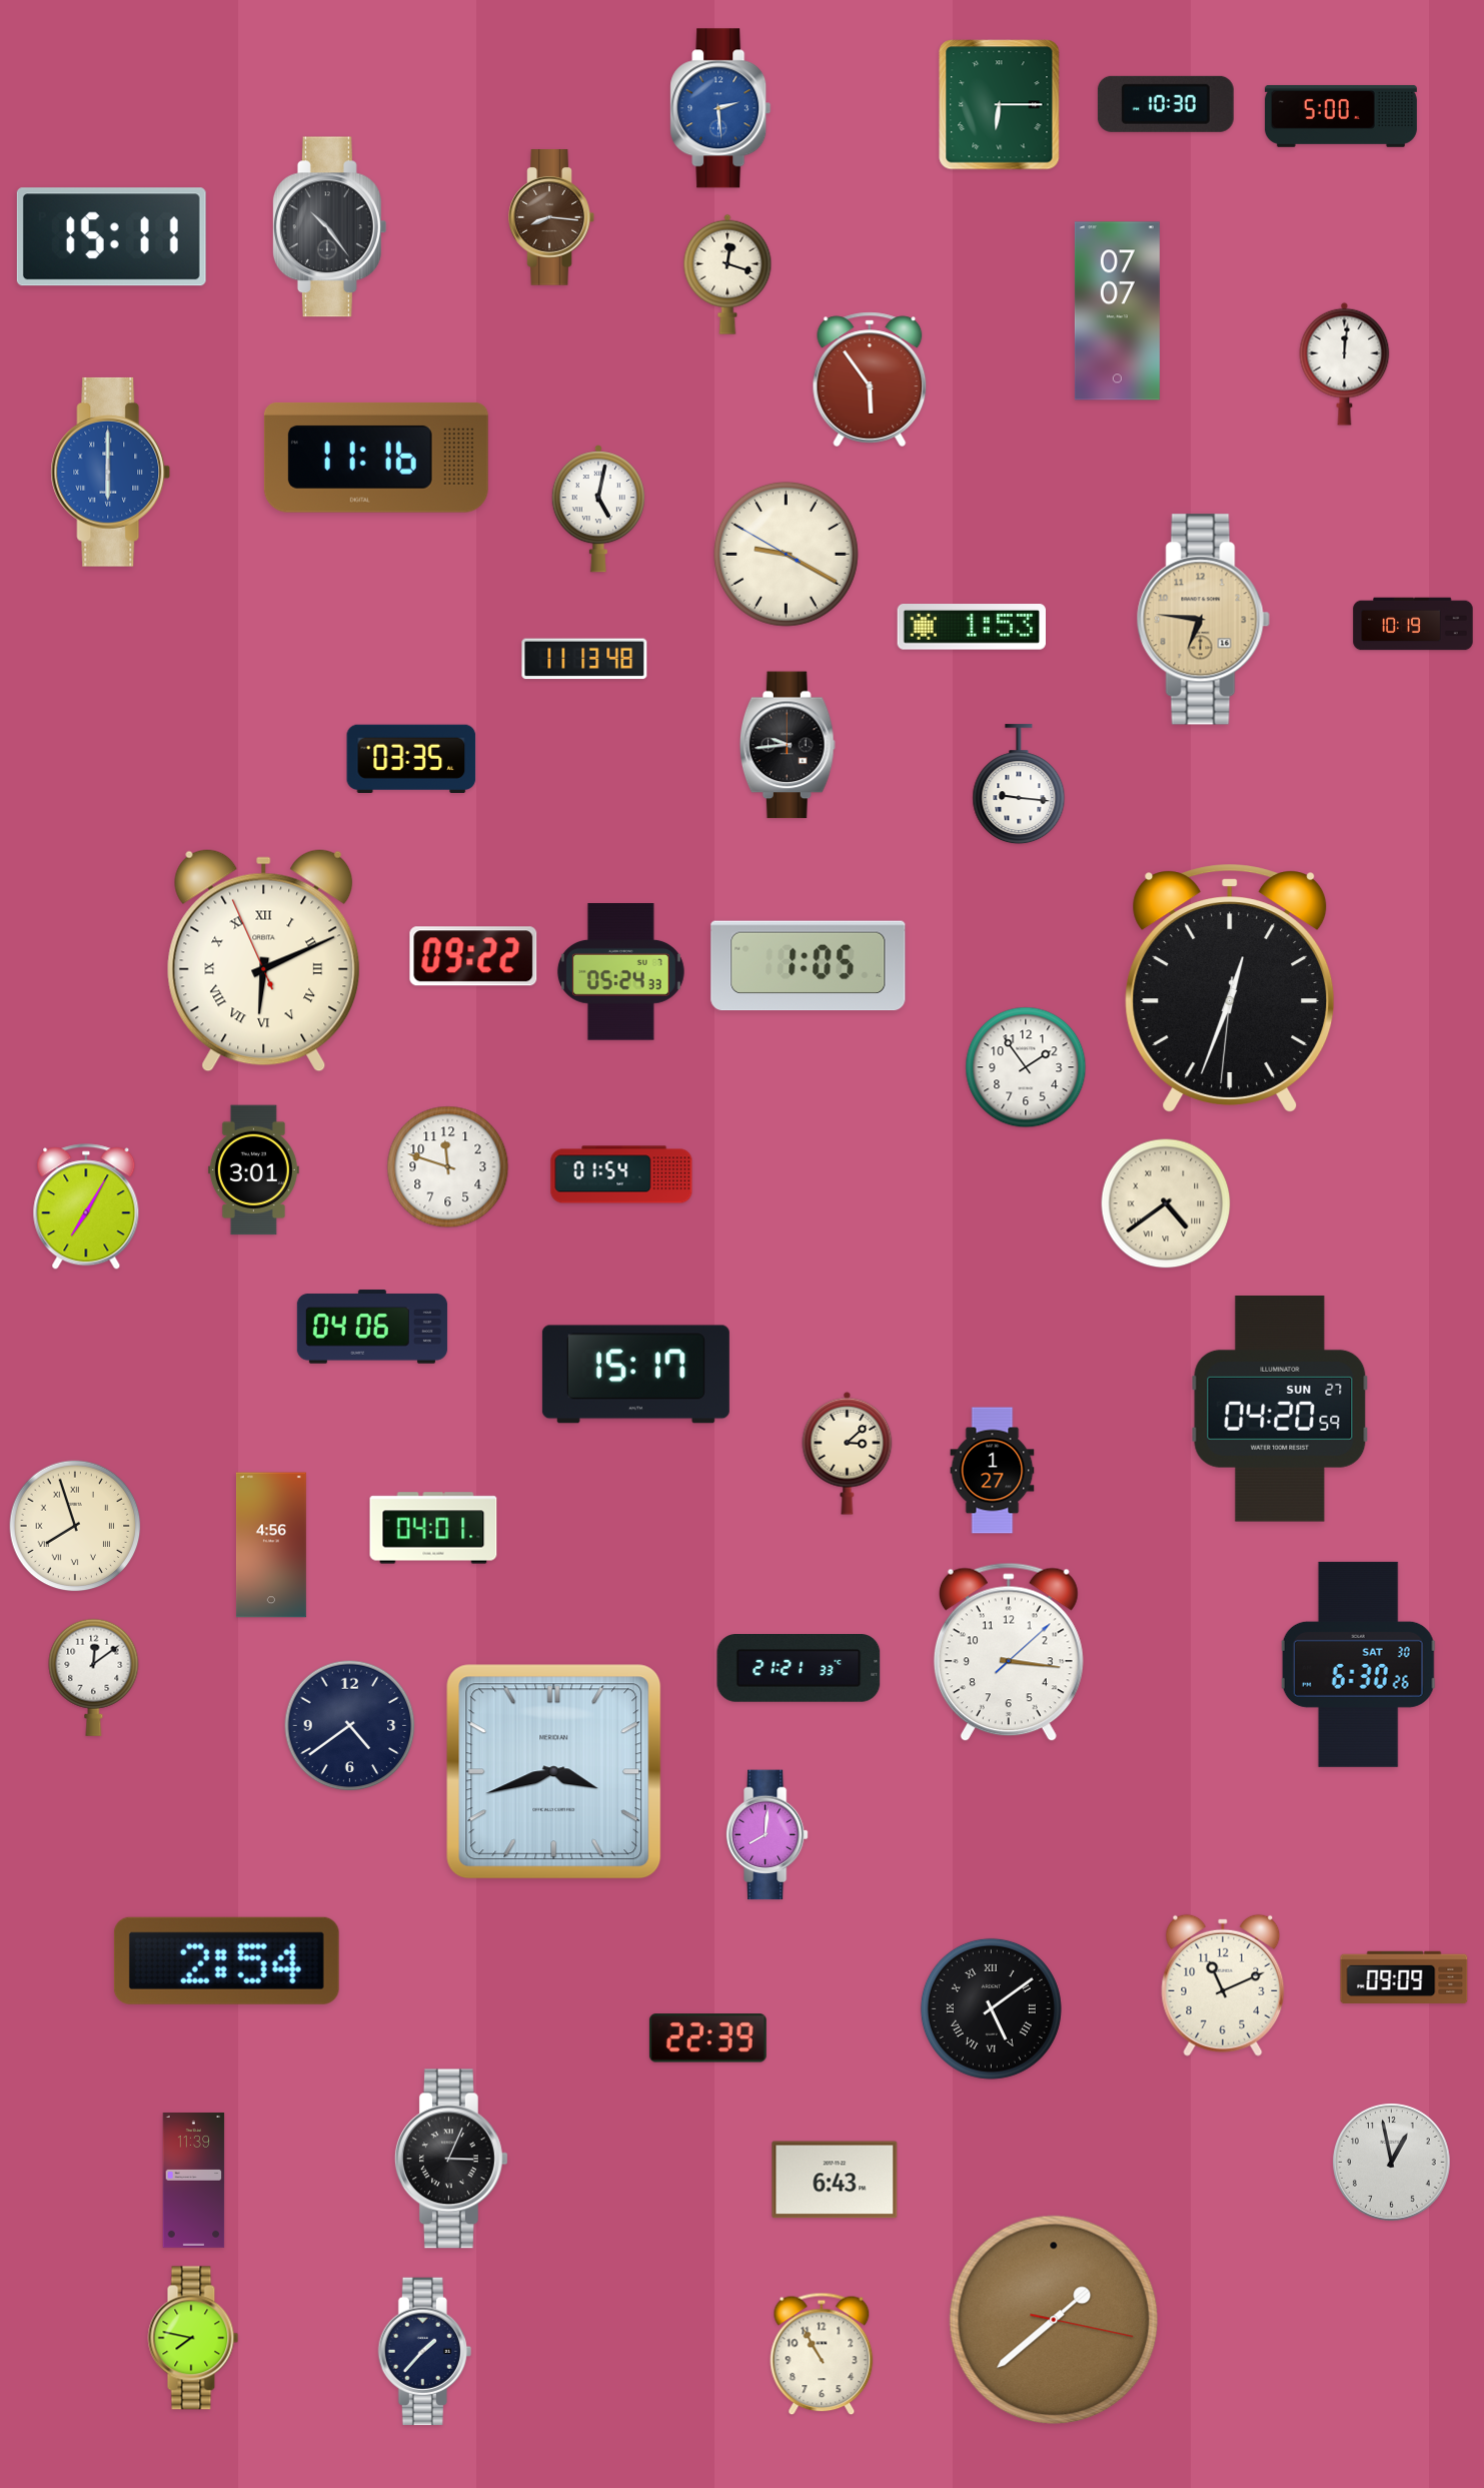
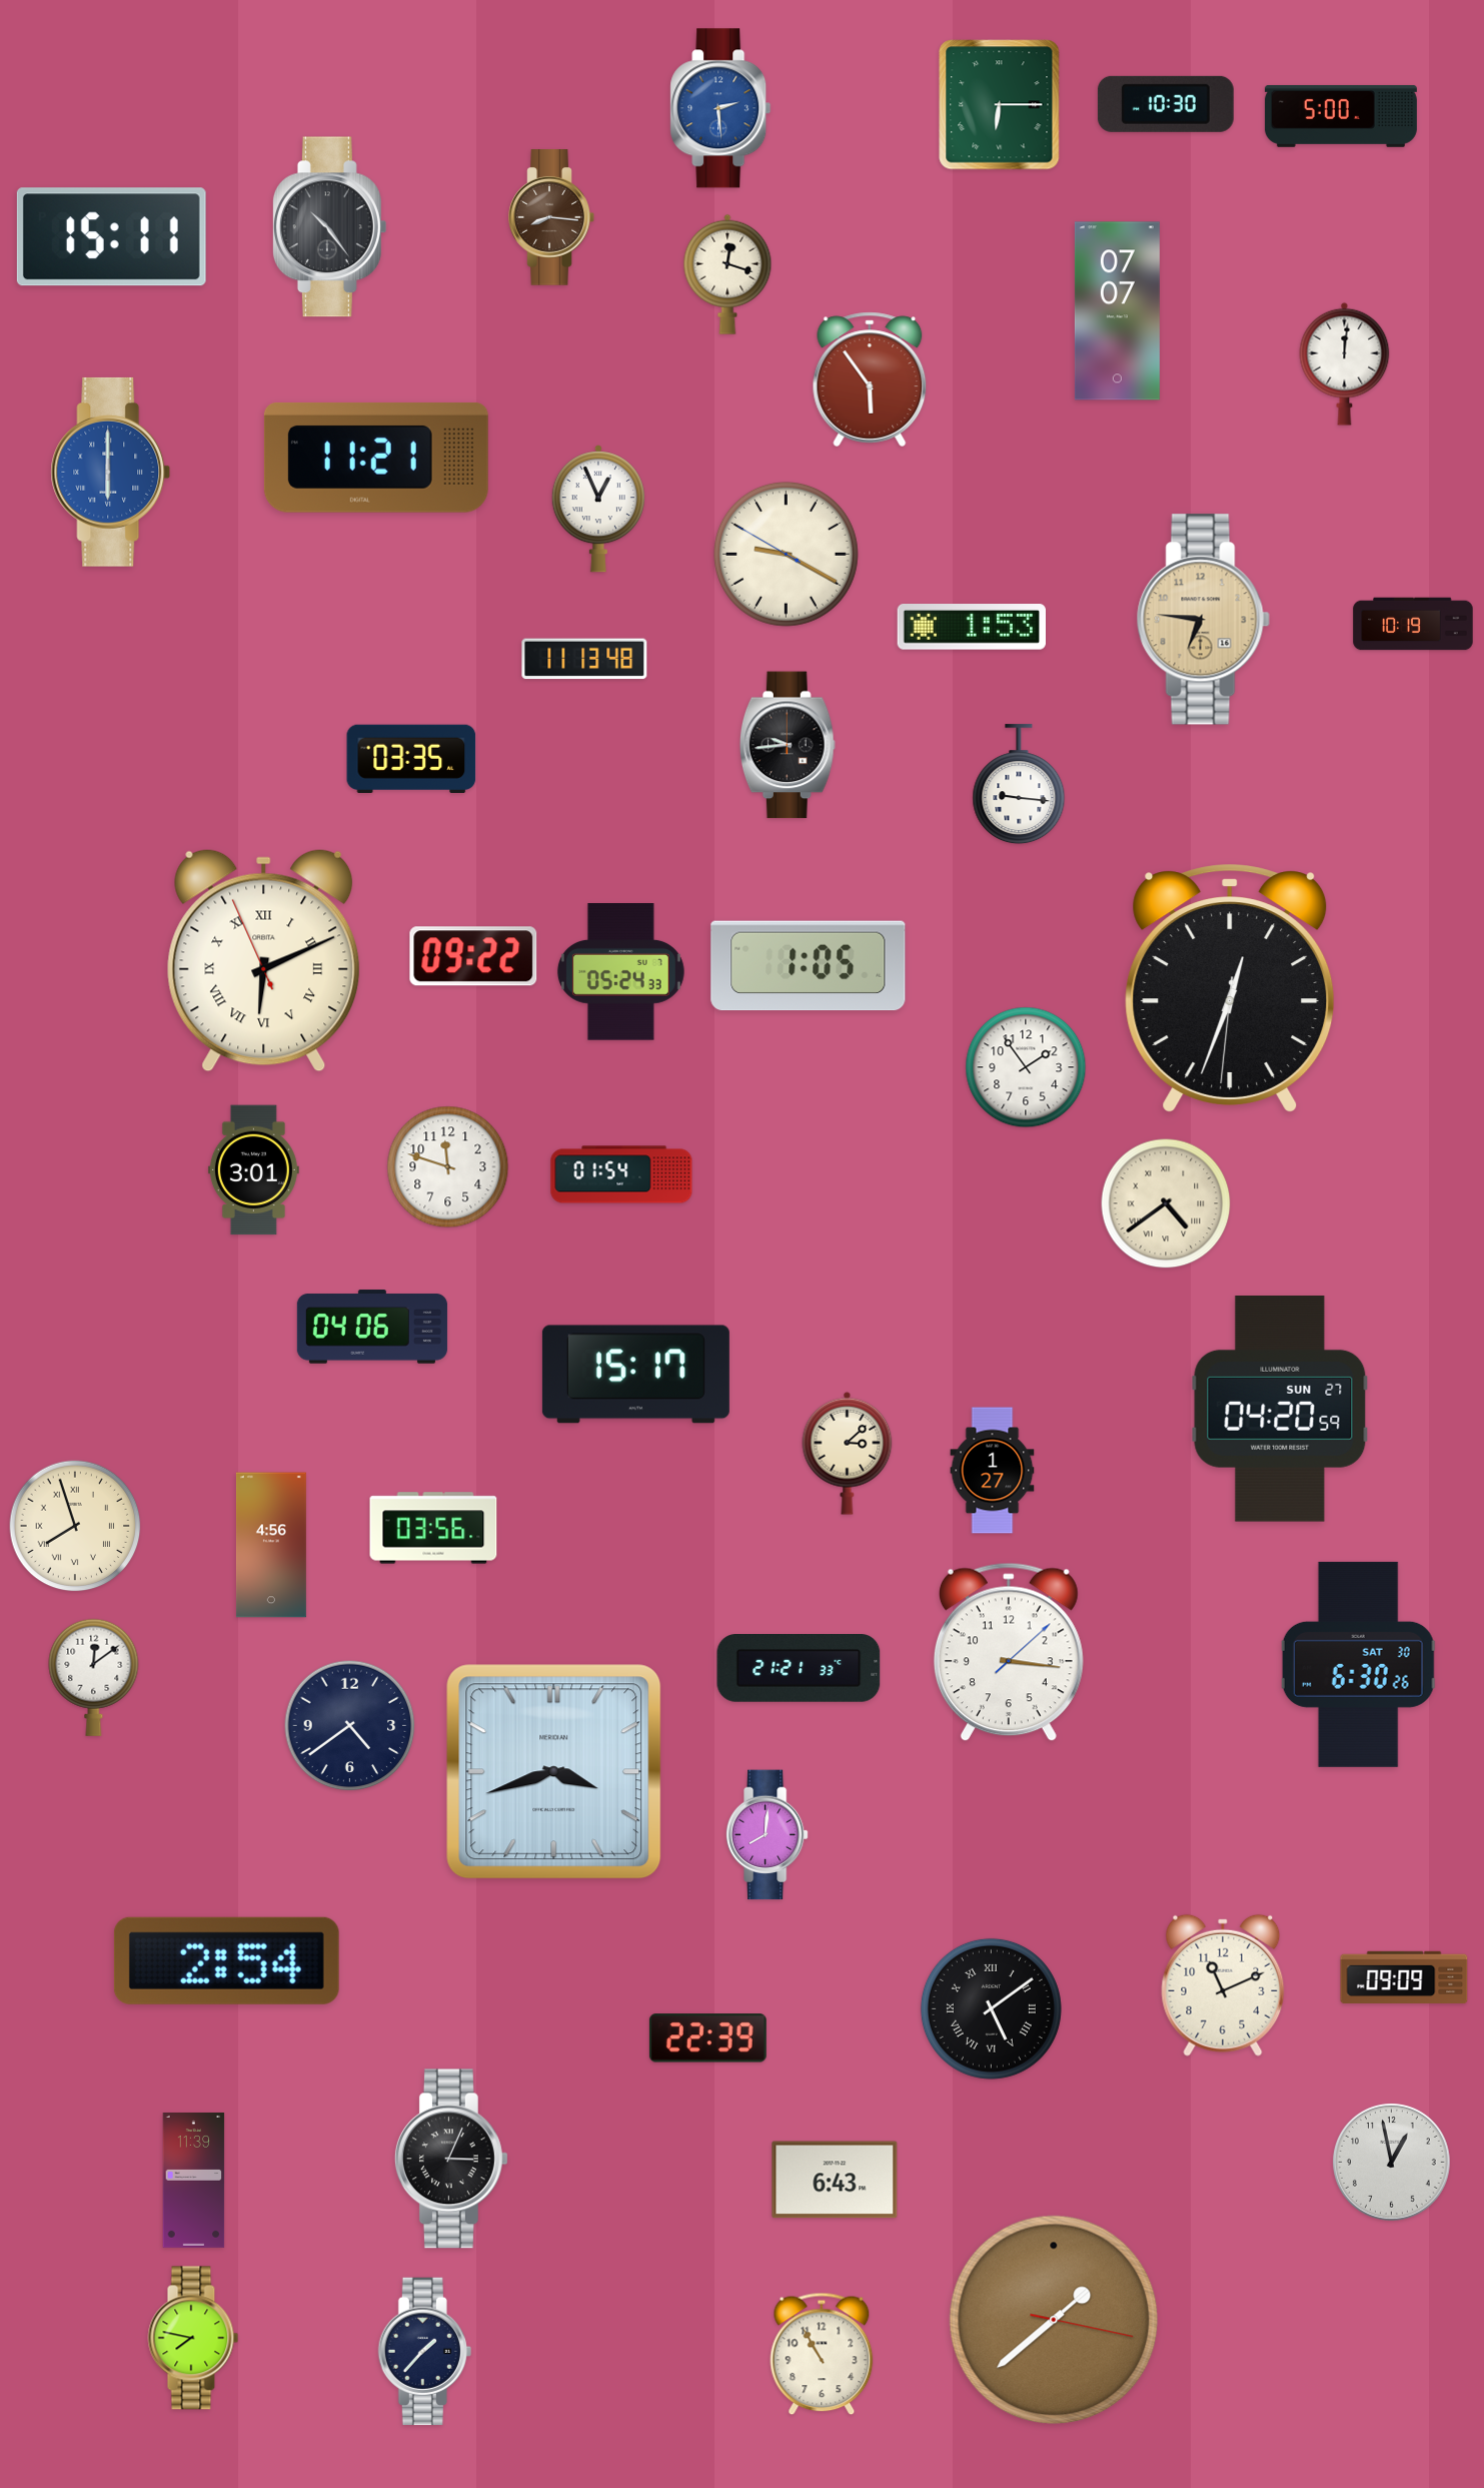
clock at (376, 458): 11:16 -> 11:21
clock at (598, 510): 5:02 -> 12:56
clock at (86, 1207): 7:05 -> none
clock at (433, 1528): 04:01 -> 03:56
